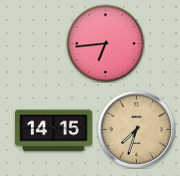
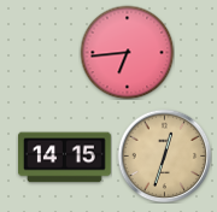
clock at (136, 129): 7:33 -> 12:33
